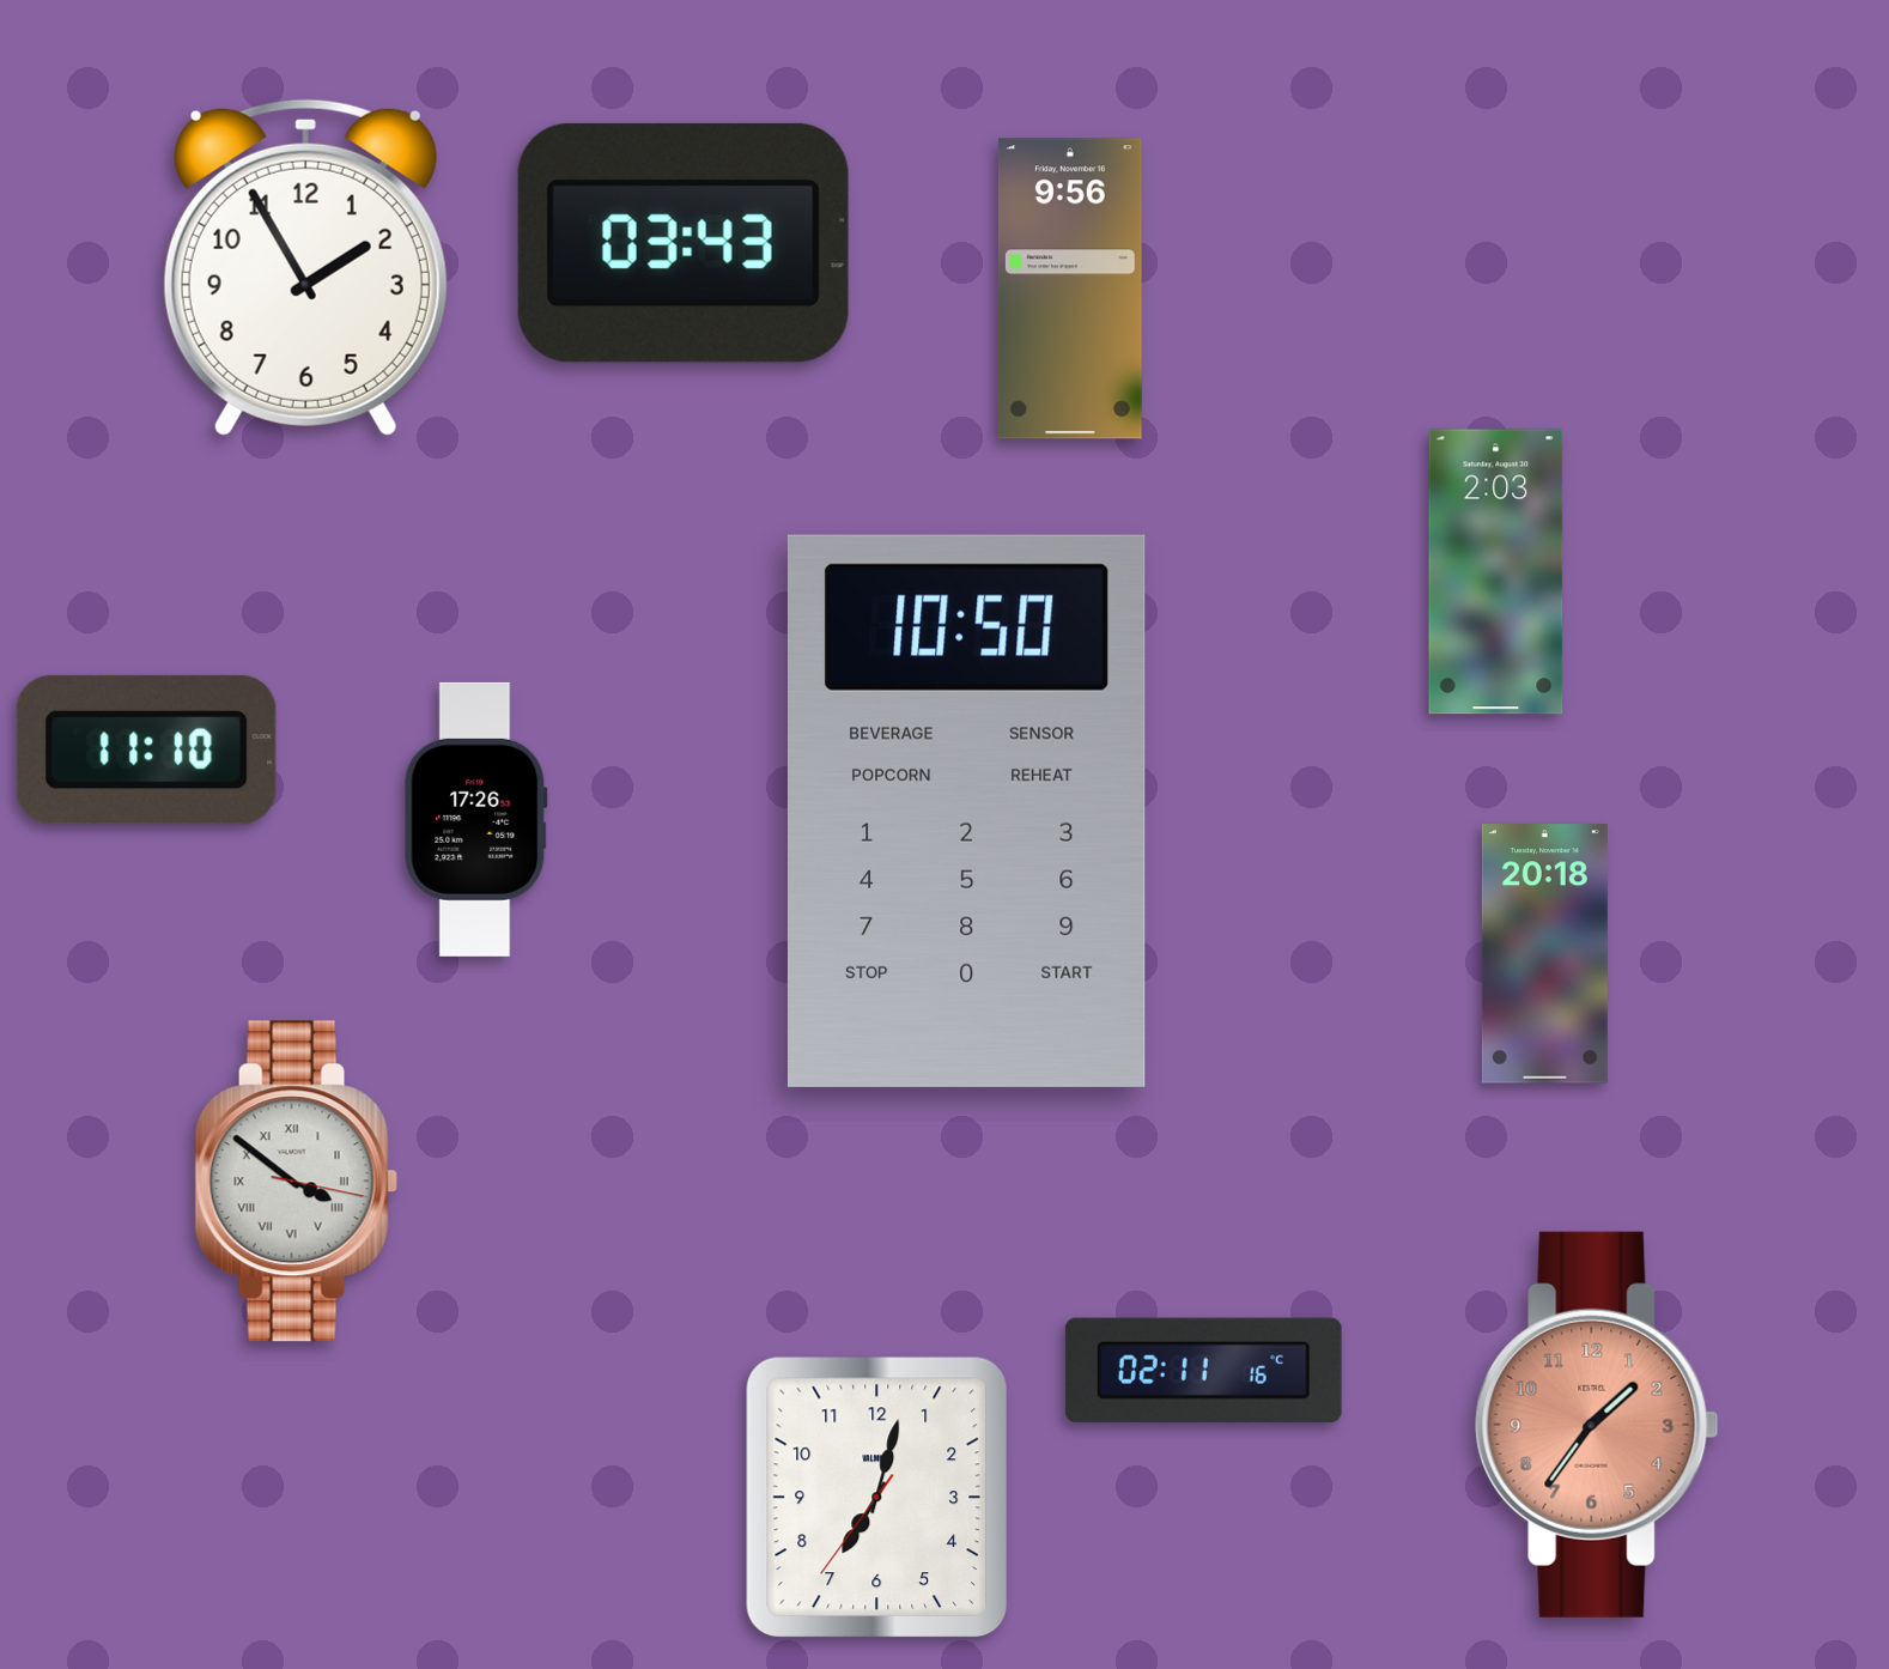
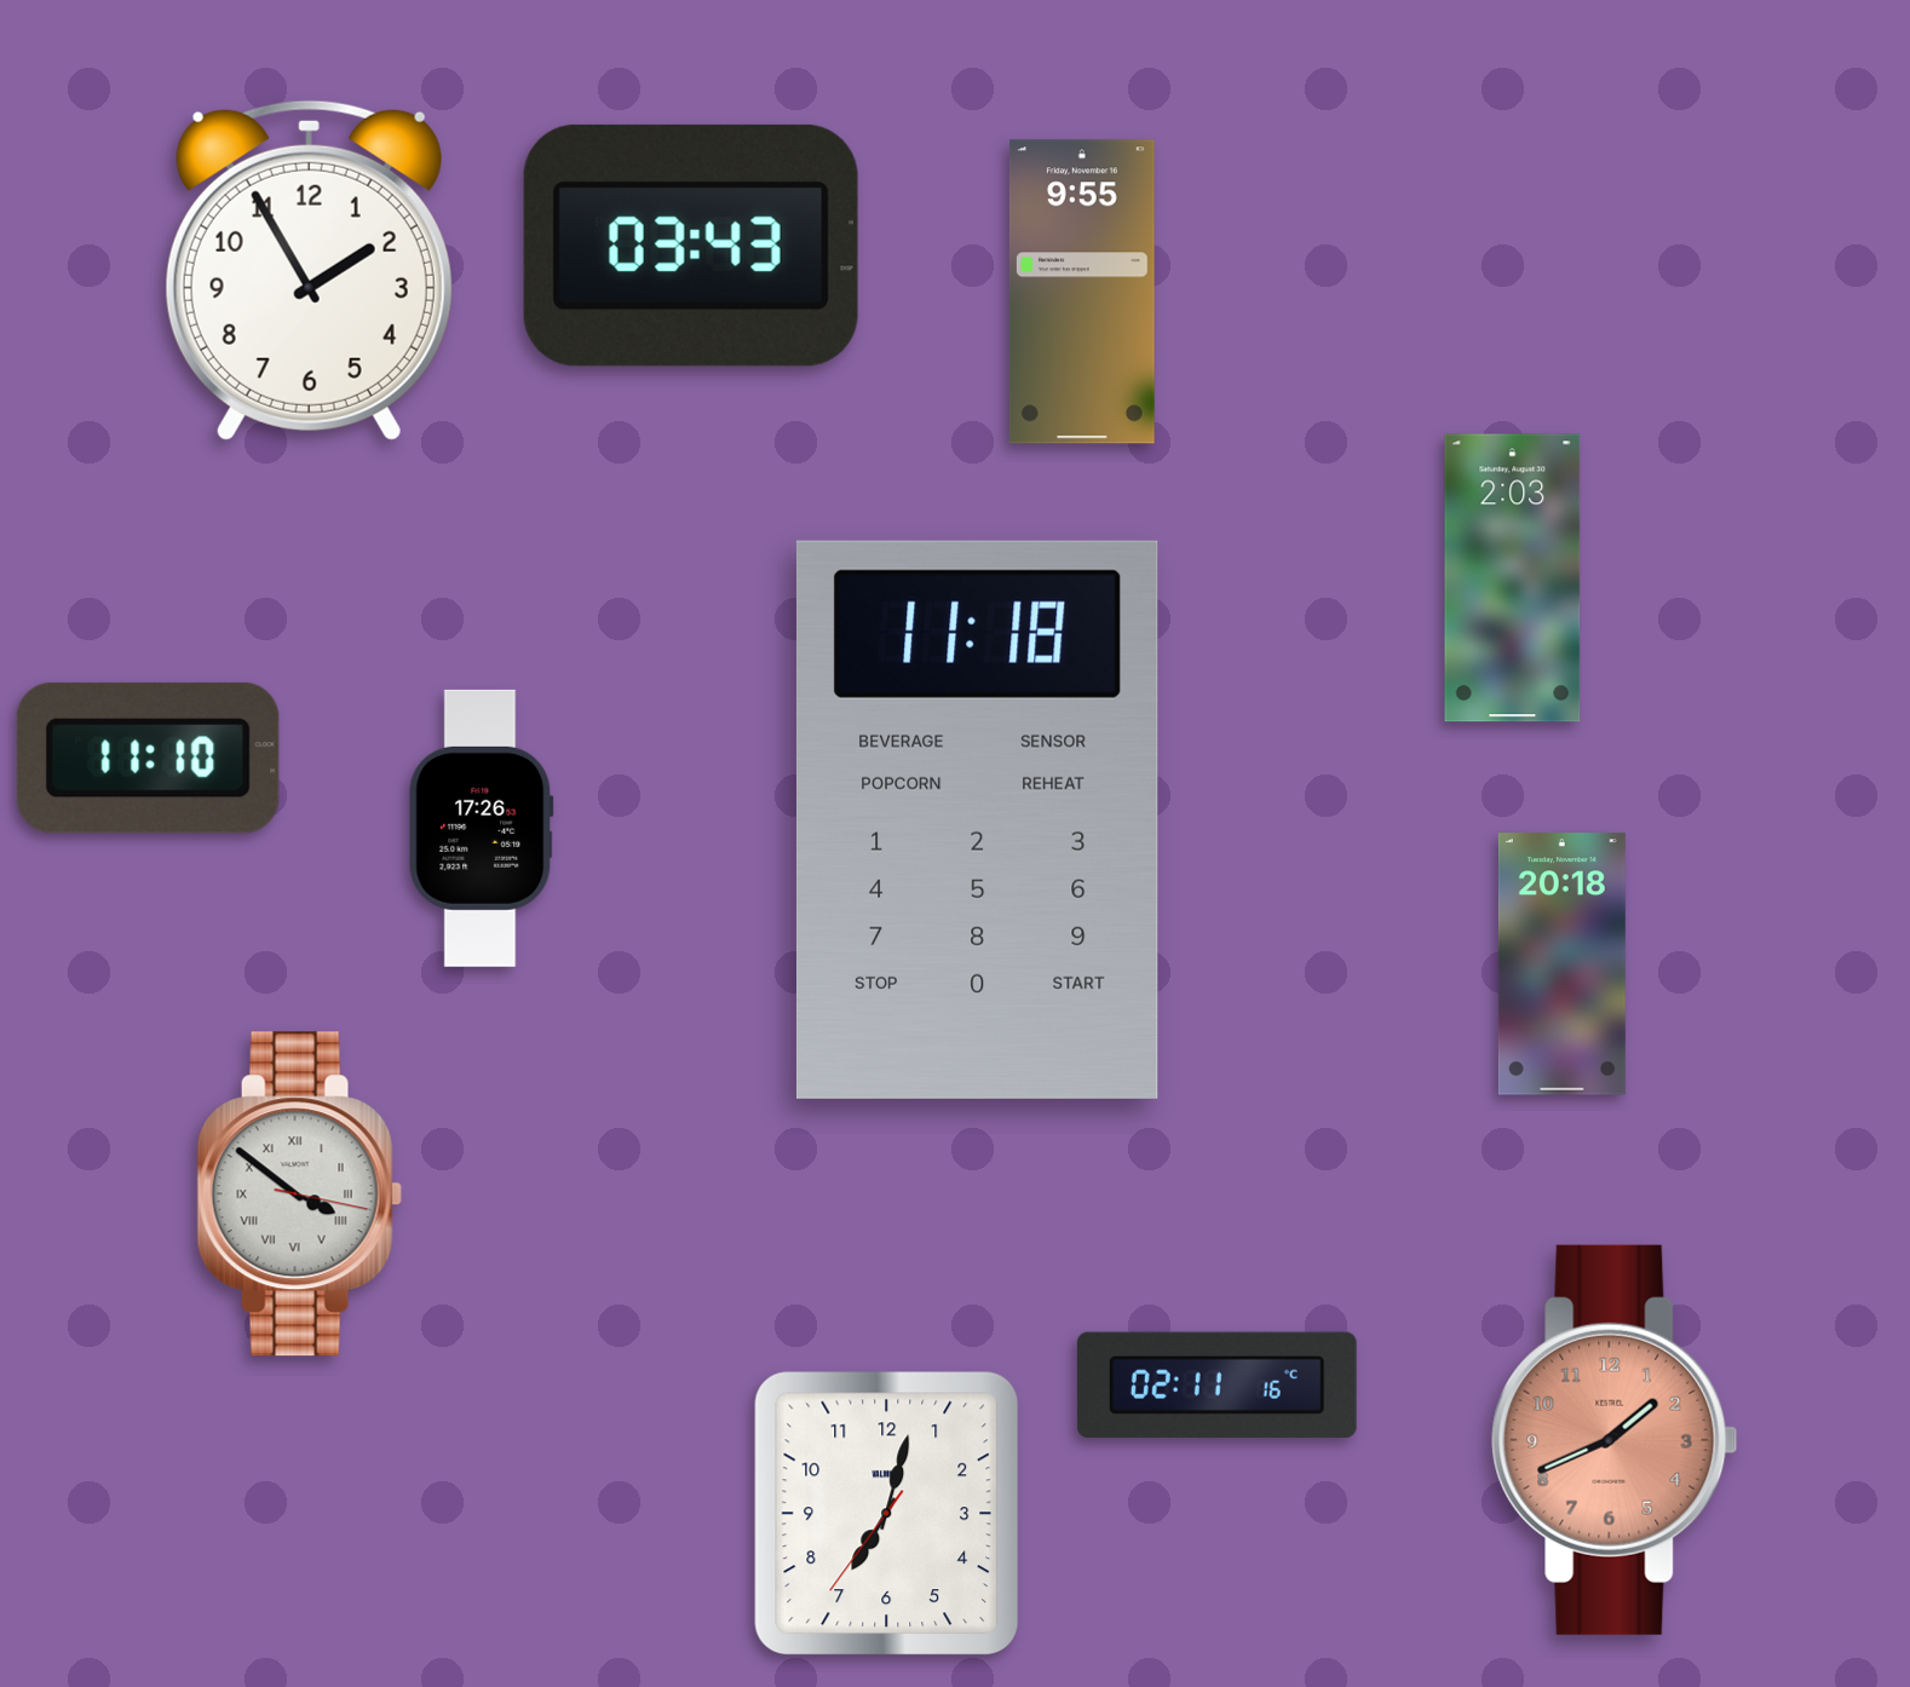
clock at (1070, 289): 9:56 -> 9:55
clock at (966, 811): 10:50 -> 11:18
clock at (1597, 1425): 1:36 -> 1:41
